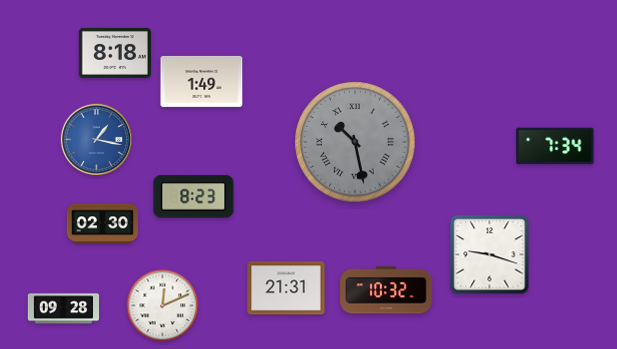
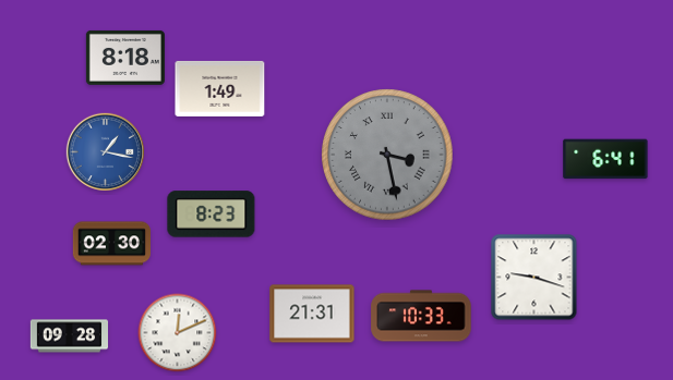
clock at (355, 142): 10:28 -> 3:28
clock at (555, 146): 7:34 -> 6:41
clock at (386, 290): 10:32 -> 10:33
